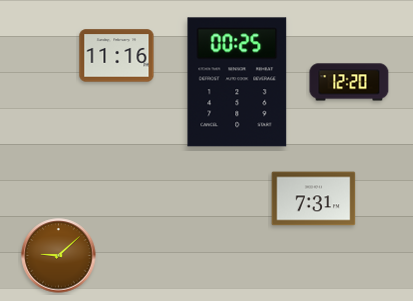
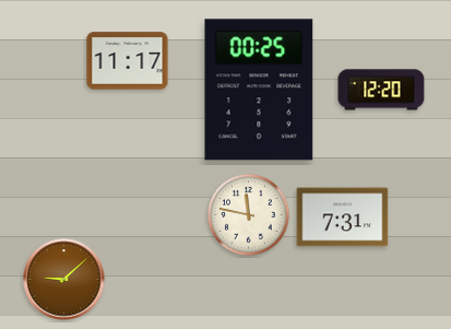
clock at (117, 56): 11:16 -> 11:17
clock at (249, 215): none -> 11:47
